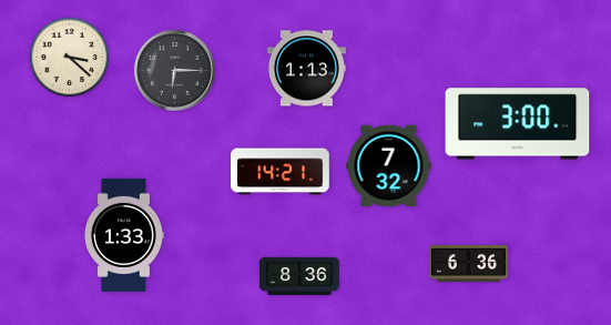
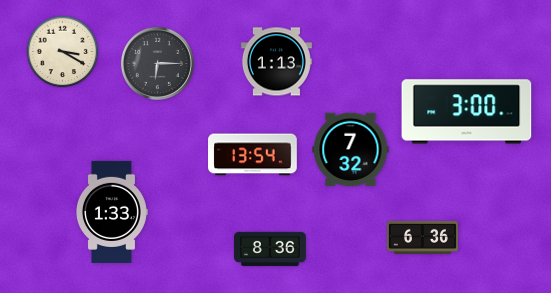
clock at (70, 58): 3:22 -> 3:20
clock at (281, 172): 14:21 -> 13:54
